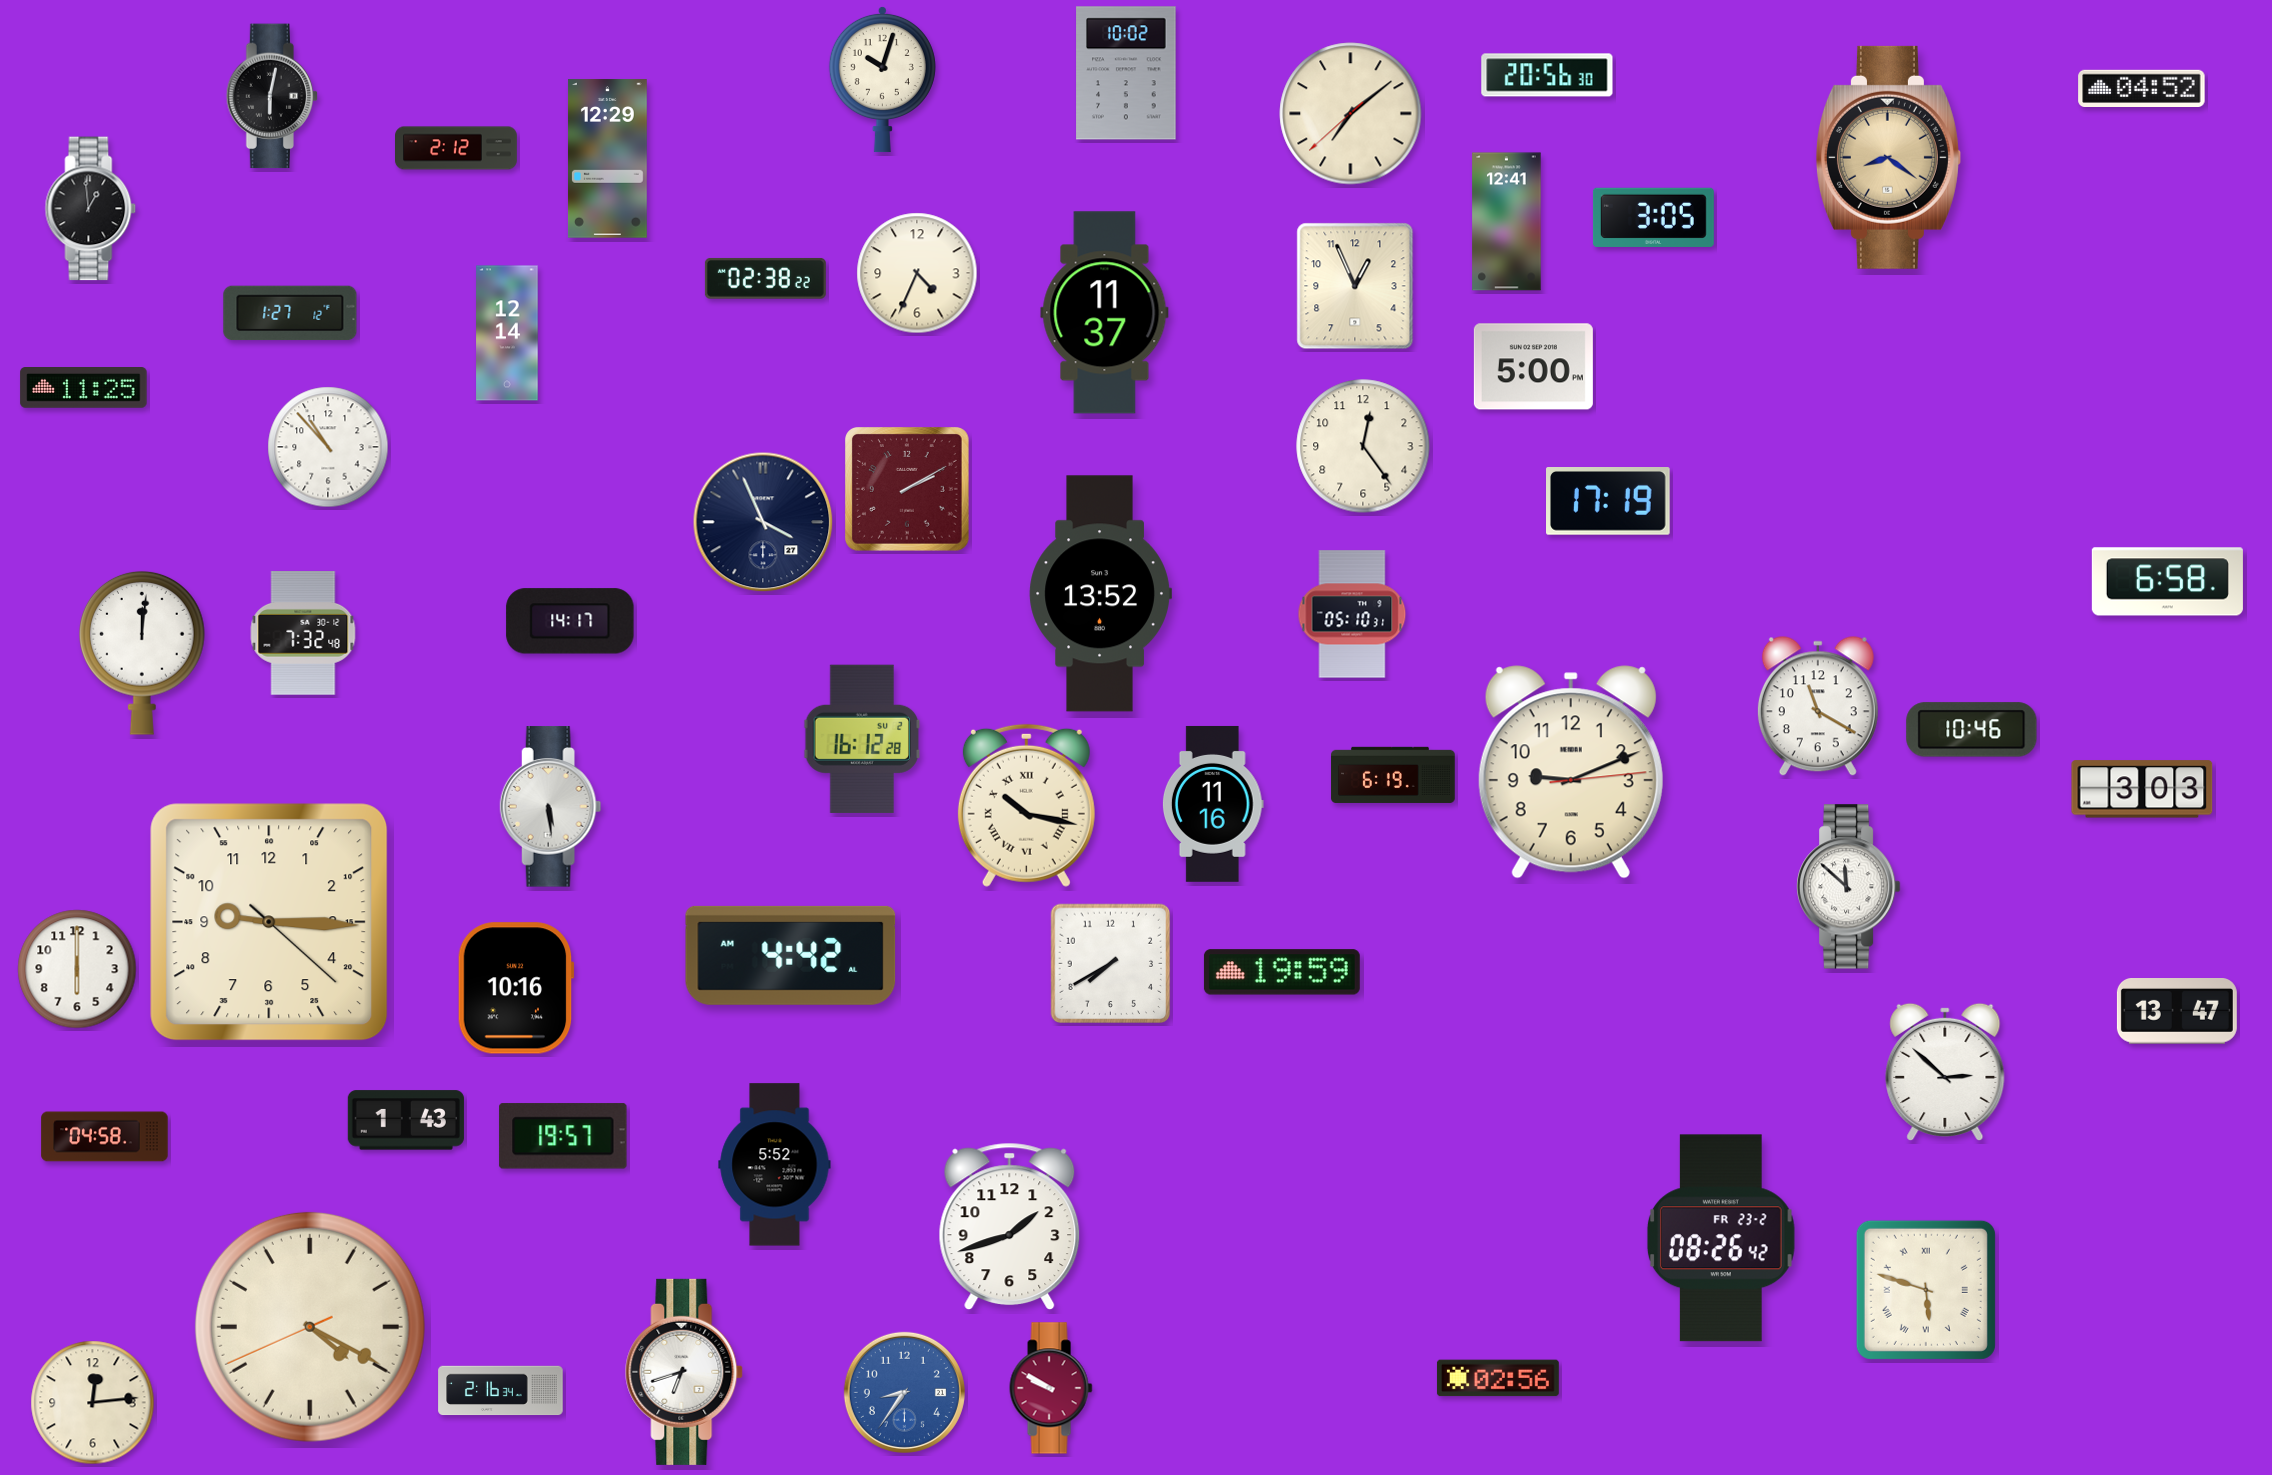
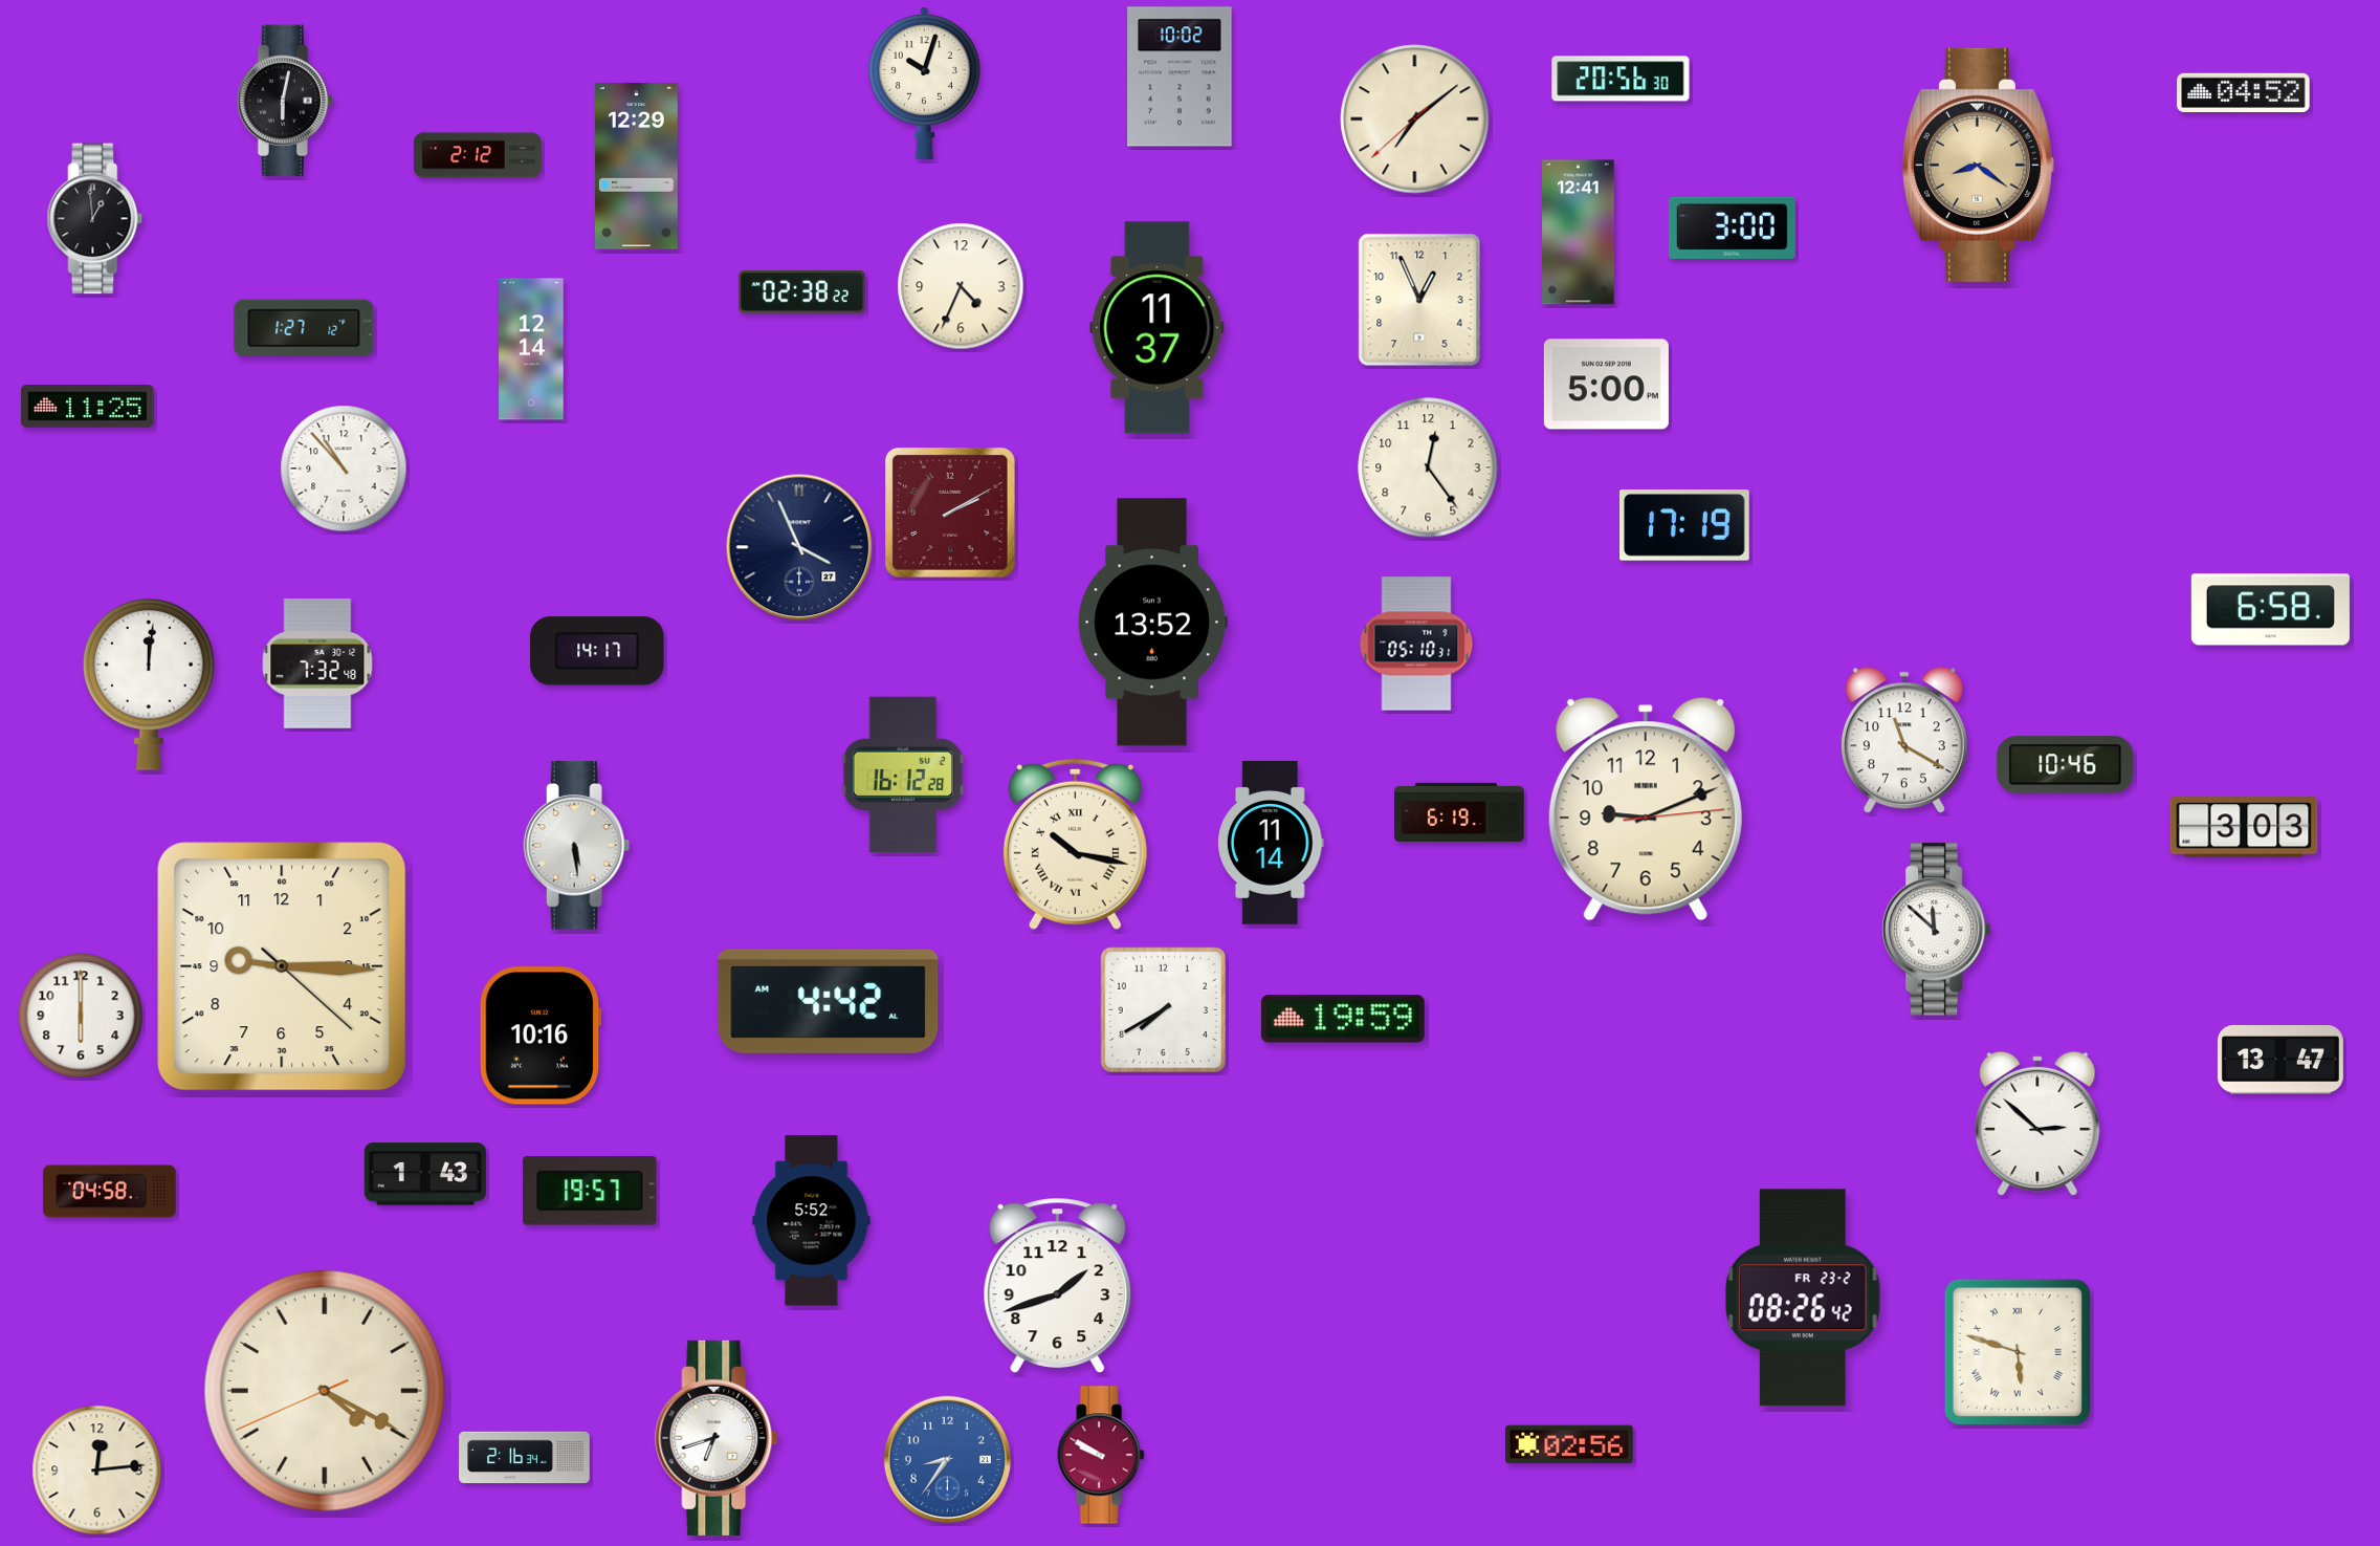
clock at (1653, 217): 3:05 -> 3:00
clock at (1213, 804): 11:16 -> 11:14
